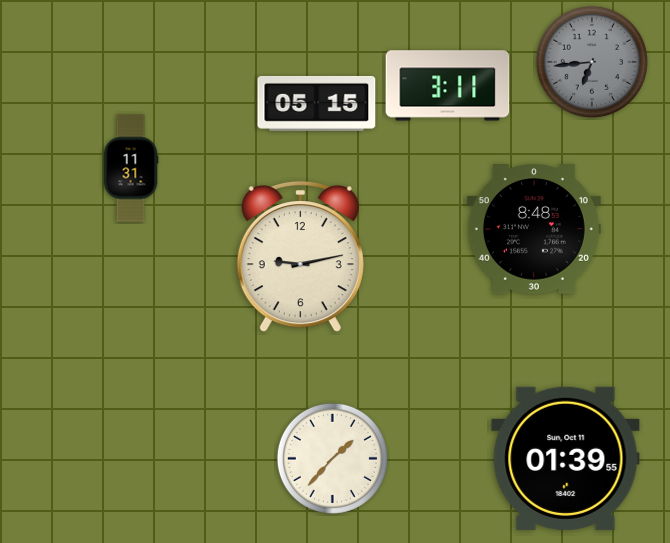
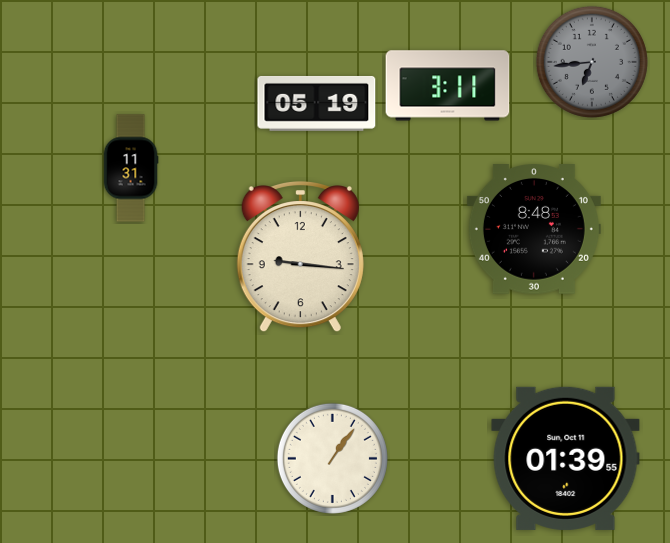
clock at (317, 103): 05:15 -> 05:19
clock at (300, 258): 9:13 -> 9:16
clock at (332, 458): 1:37 -> 1:06
